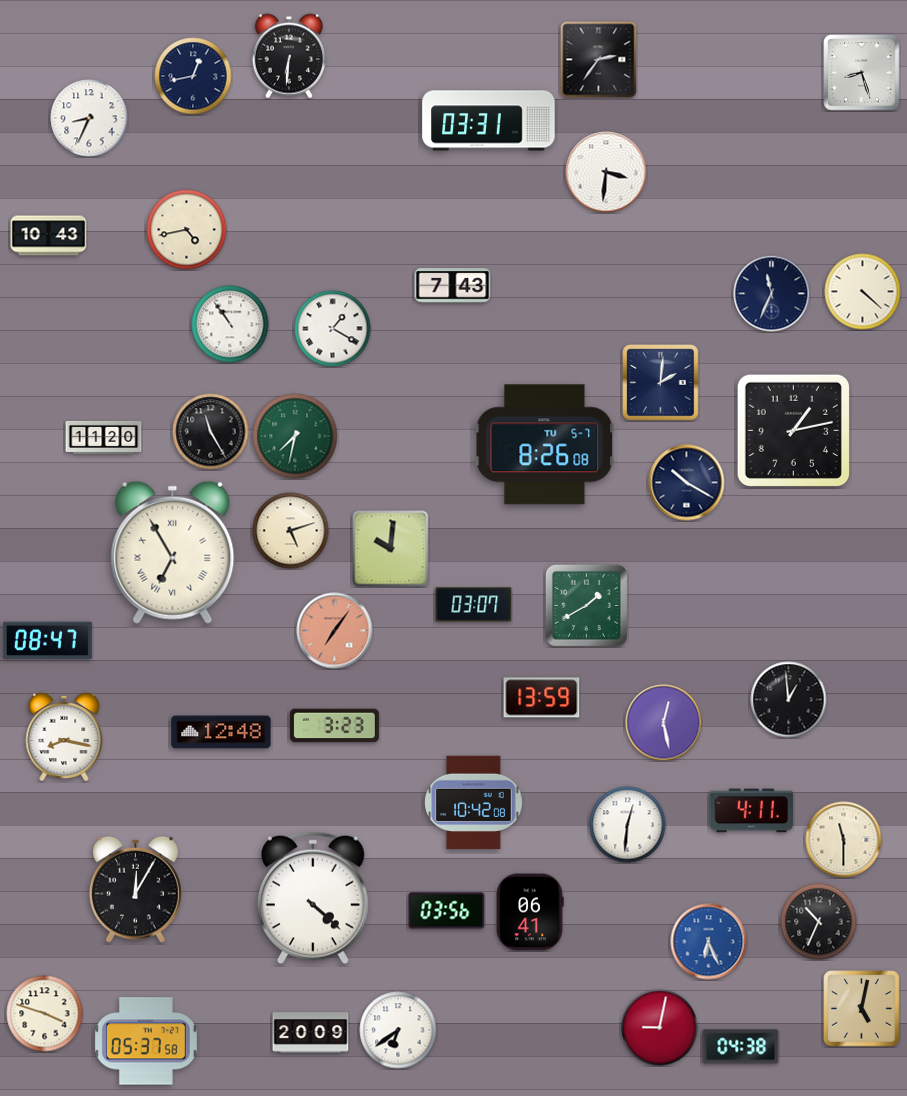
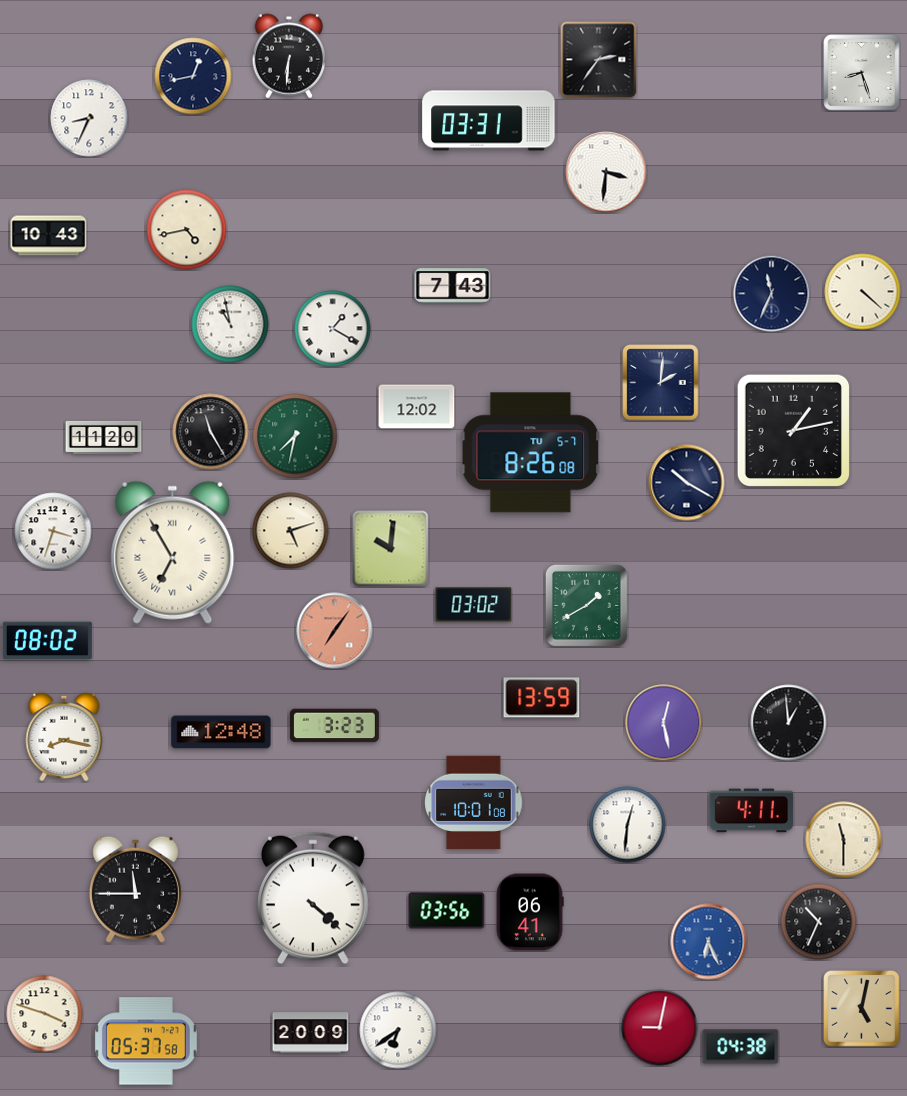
clock at (230, 324): 10:54 -> 10:58
clock at (417, 407): none -> 12:02
clock at (545, 445) position: (545, 445) -> (531, 453)
clock at (53, 531): none -> 3:33
clock at (474, 605): 03:07 -> 03:02
clock at (47, 641): 08:47 -> 08:02
clock at (789, 700) position: (789, 700) -> (789, 723)
clock at (474, 803): 10:42 -> 10:01
clock at (135, 889): 12:05 -> 11:45
